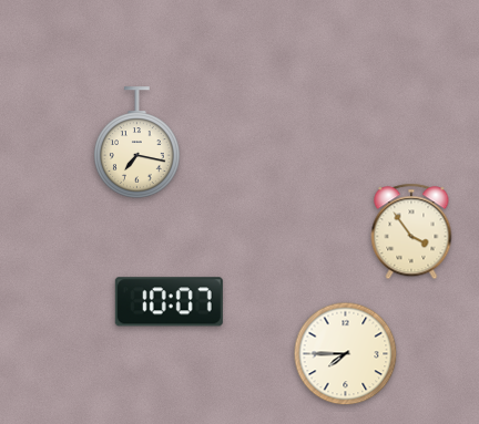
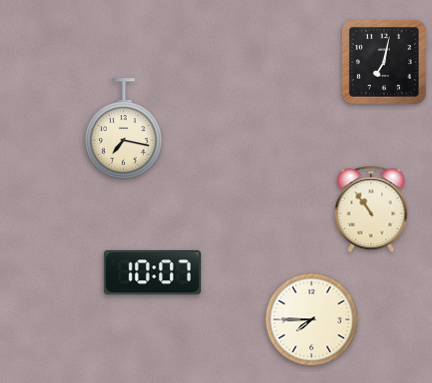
clock at (384, 62): none -> 7:02
clock at (411, 231): 3:54 -> 10:54
